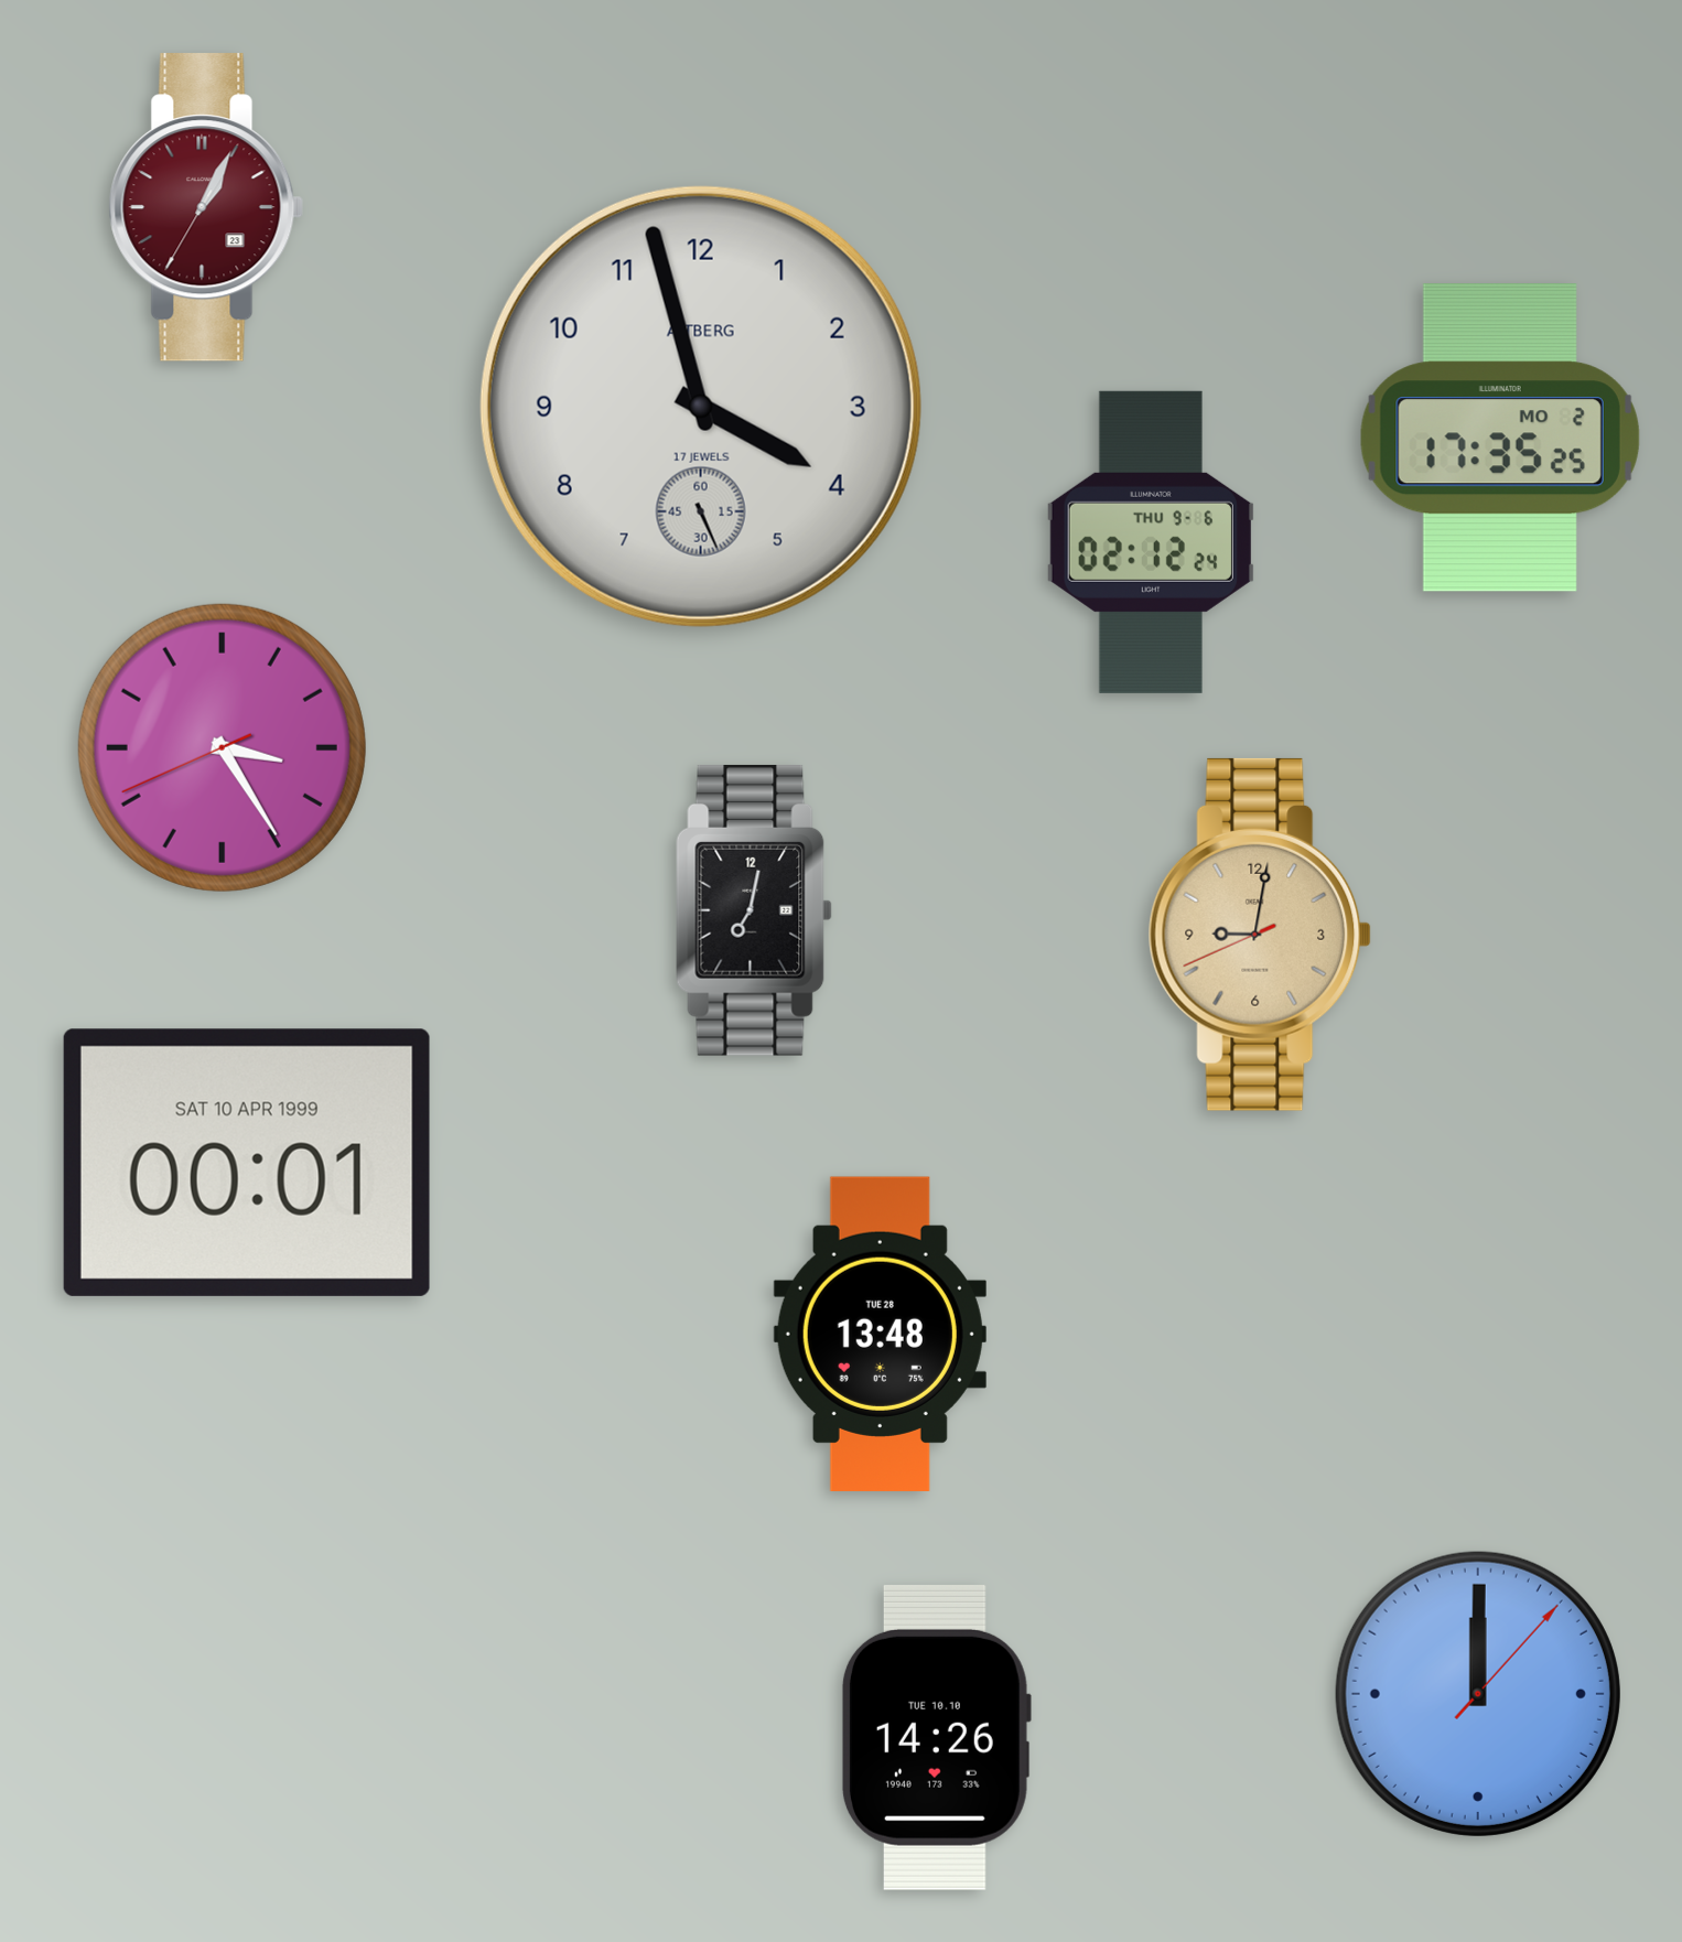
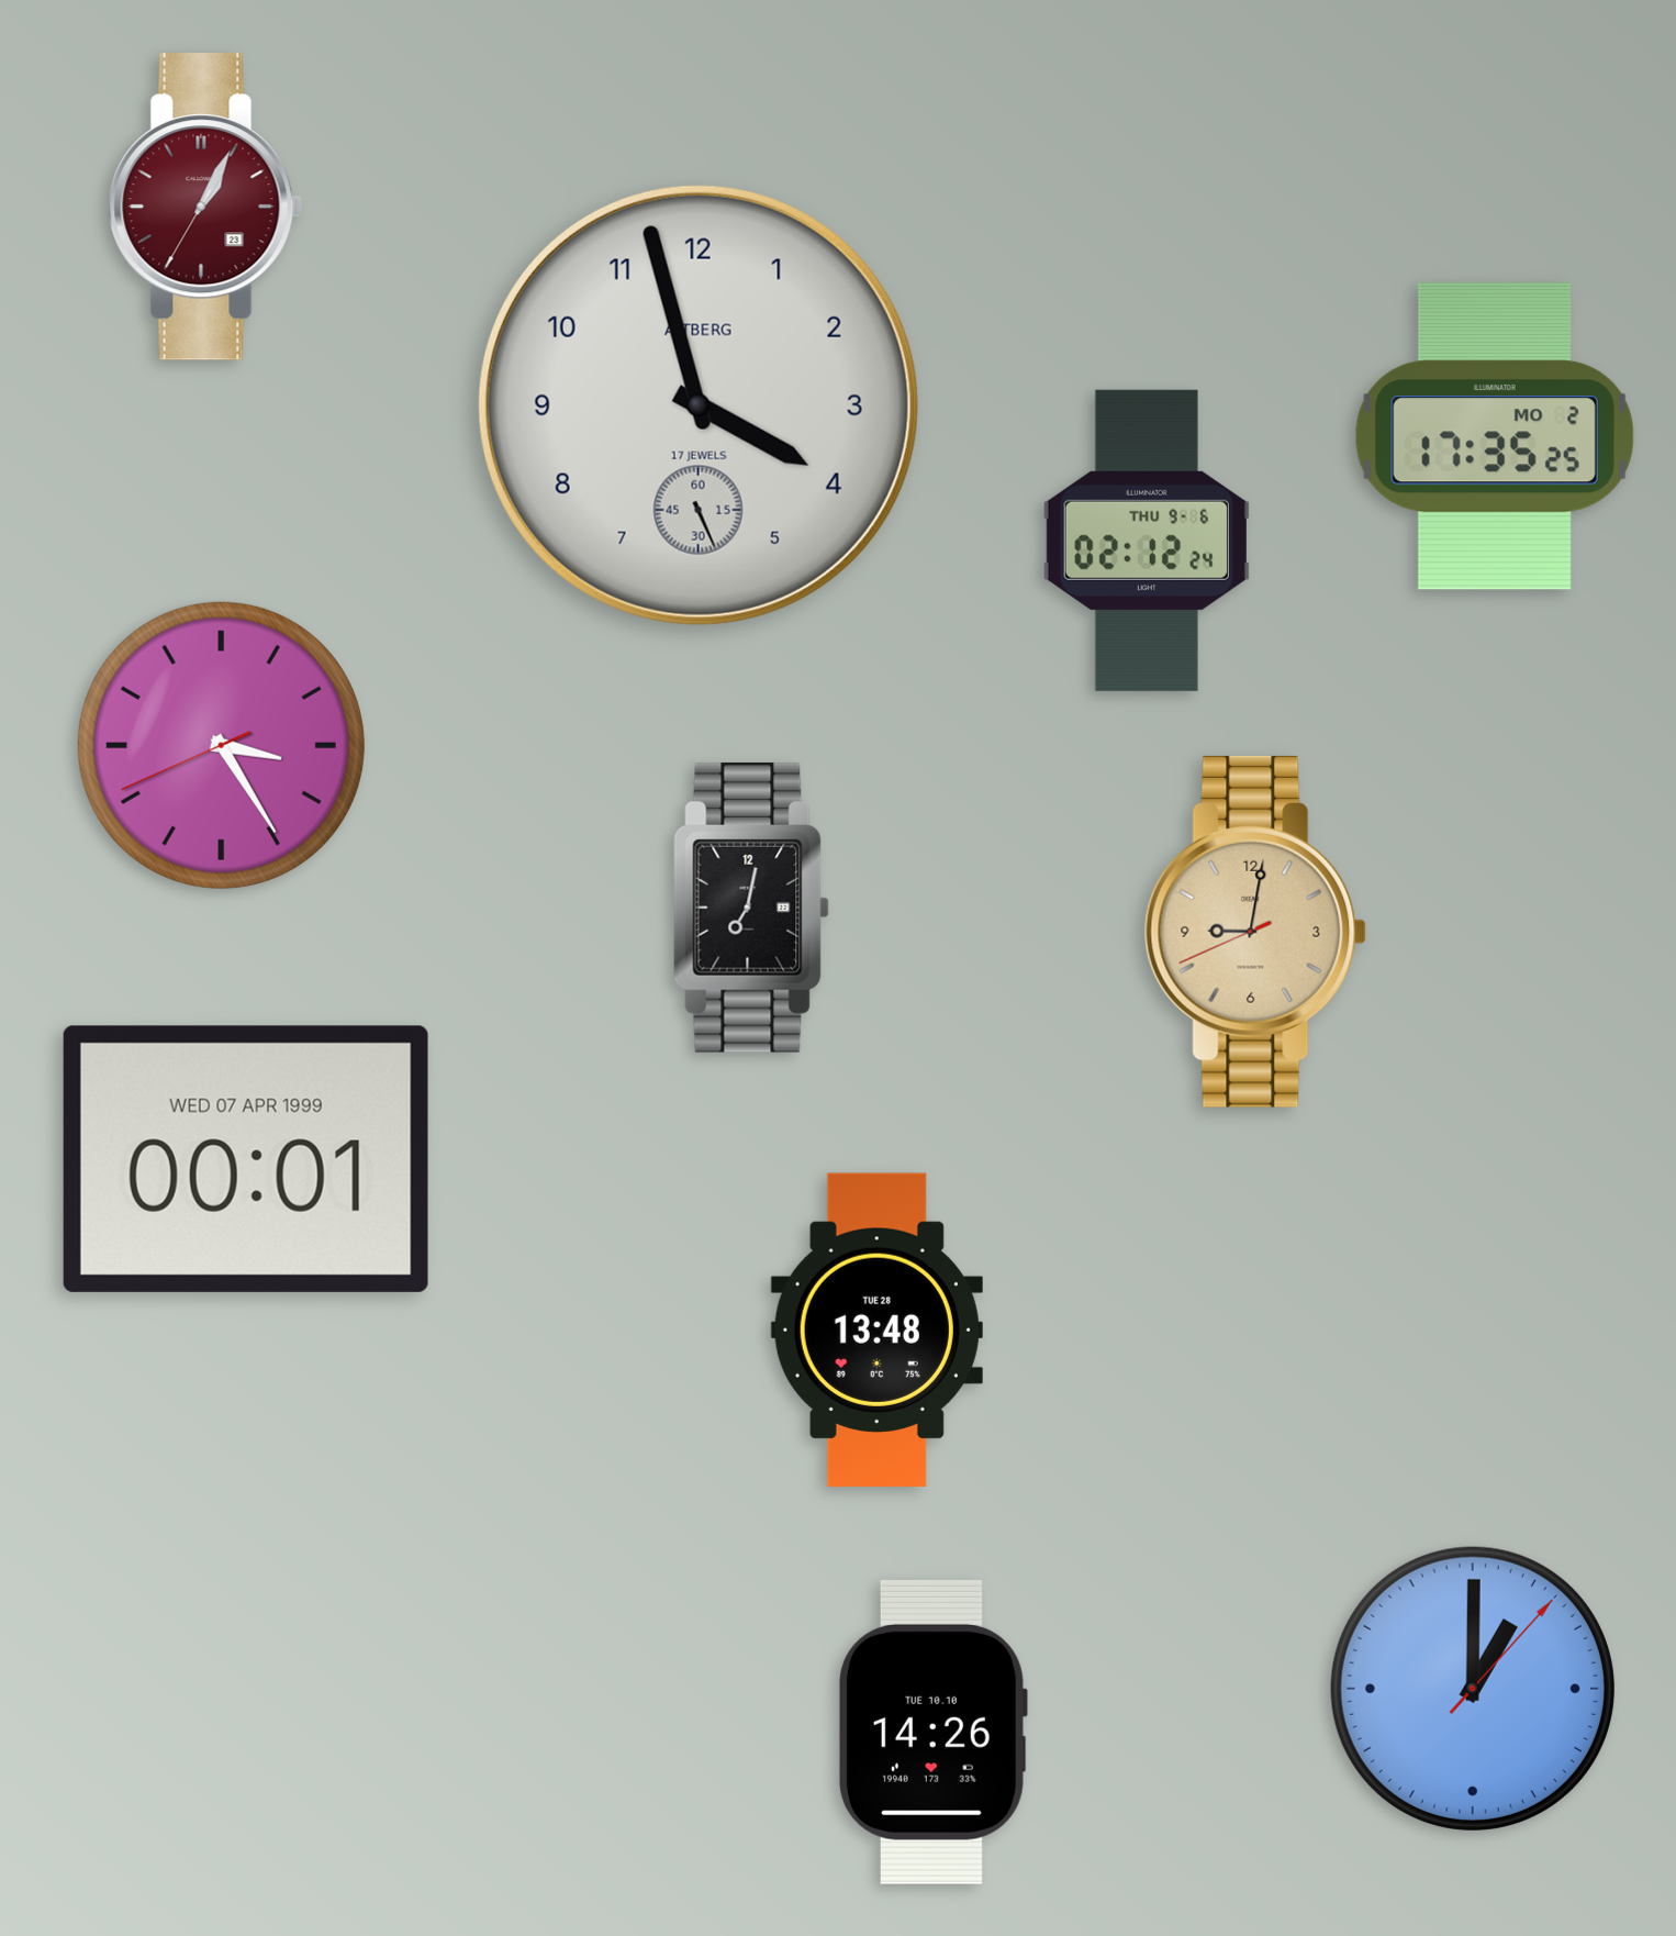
clock at (247, 1163) date: SAT 10 APR 1999 -> WED 07 APR 1999
clock at (1478, 1694): 12:00 -> 1:00
